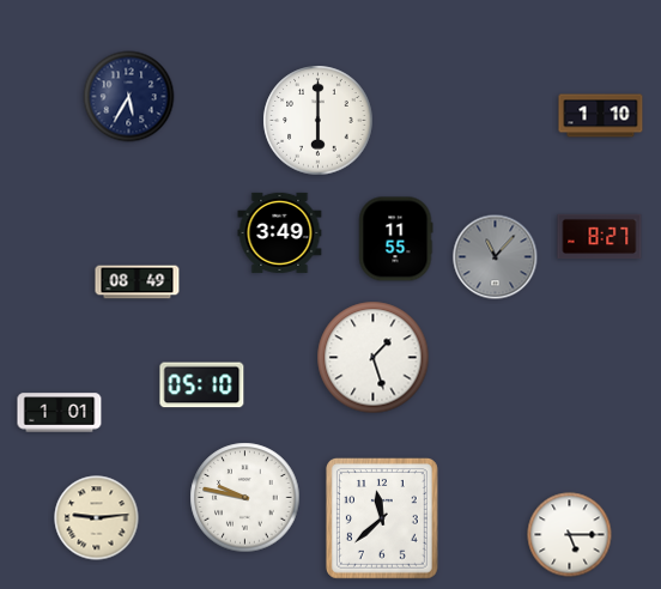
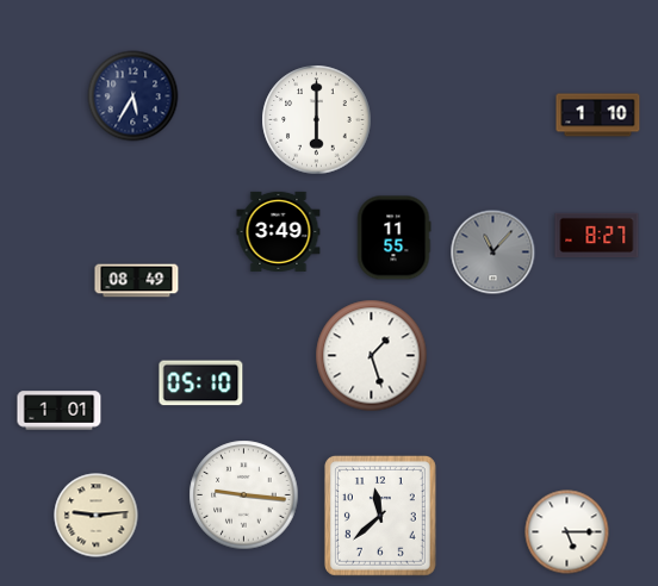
clock at (129, 97) position: (129, 97) -> (134, 96)
clock at (496, 257) position: (496, 257) -> (493, 253)
clock at (245, 498): 9:47 -> 9:16
